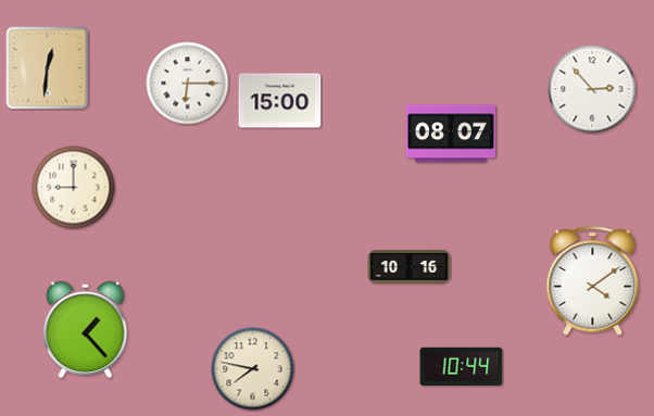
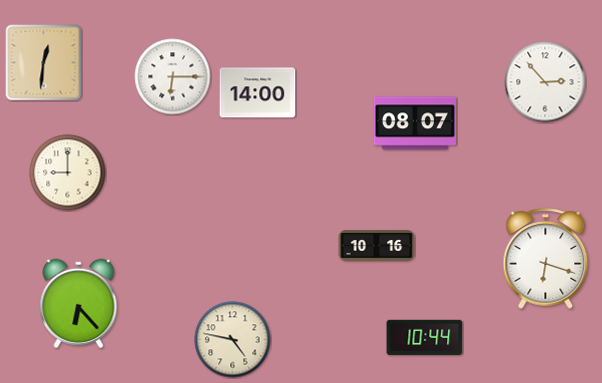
clock at (280, 101): 15:00 -> 14:00
clock at (593, 281): 4:09 -> 6:18
clock at (86, 329): 1:23 -> 6:23
clock at (253, 369): 7:47 -> 4:47
